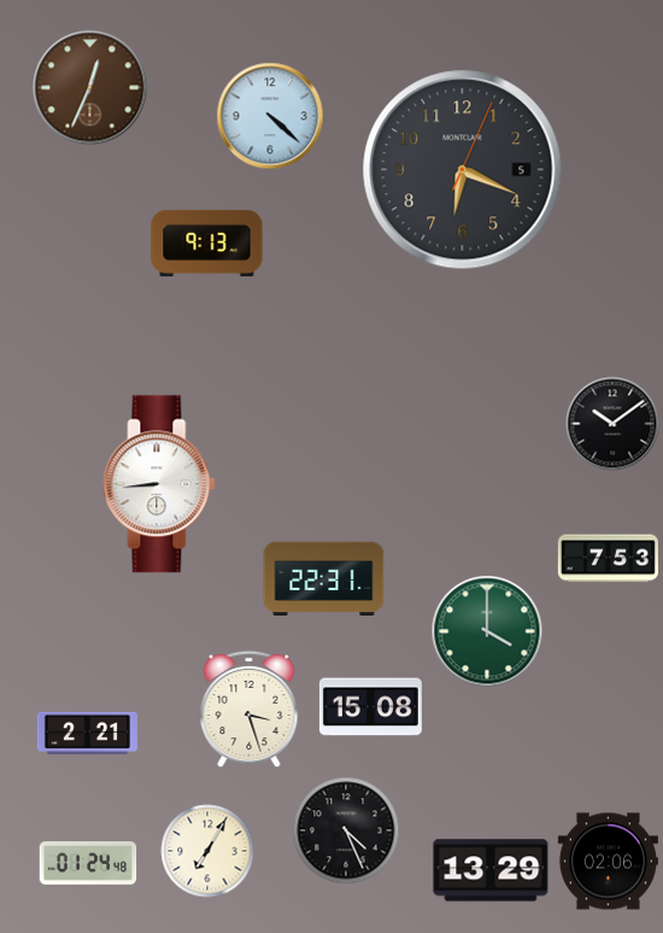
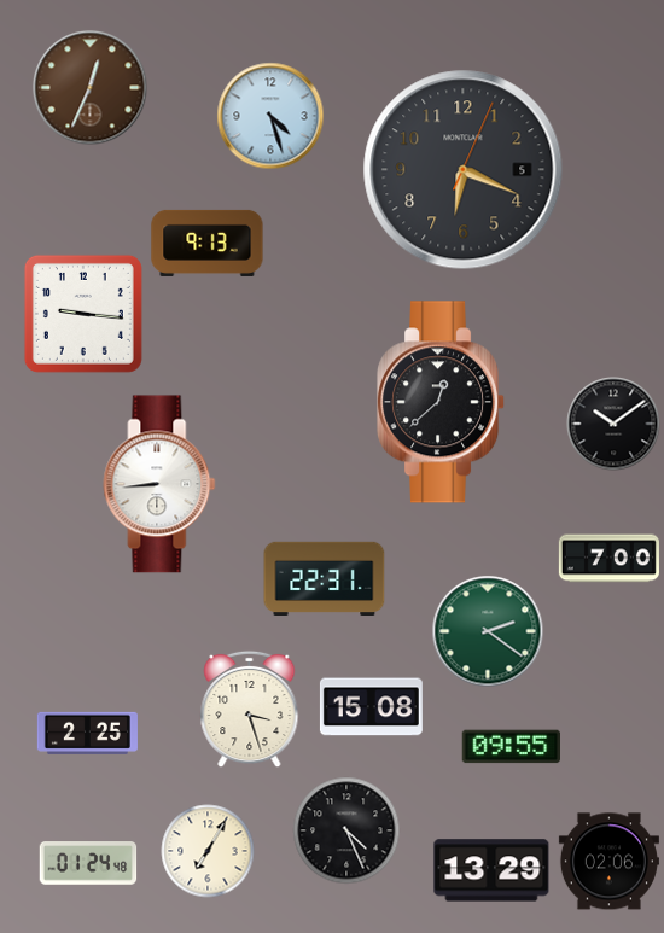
clock at (270, 116): 4:22 -> 4:27
clock at (83, 314): none -> 9:16
clock at (442, 402): none -> 12:38
clock at (608, 559): 7:53 -> 7:00
clock at (487, 631): 4:00 -> 2:21
clock at (87, 733): 2:21 -> 2:25
clock at (511, 747): none -> 09:55
